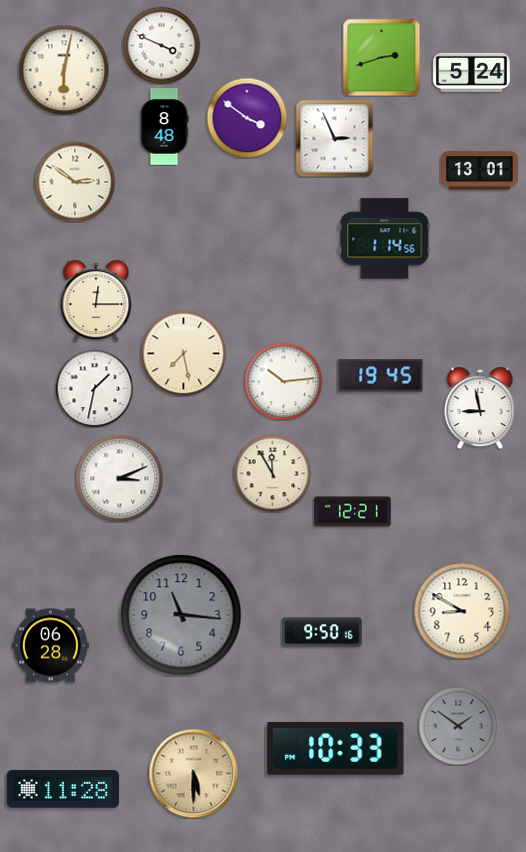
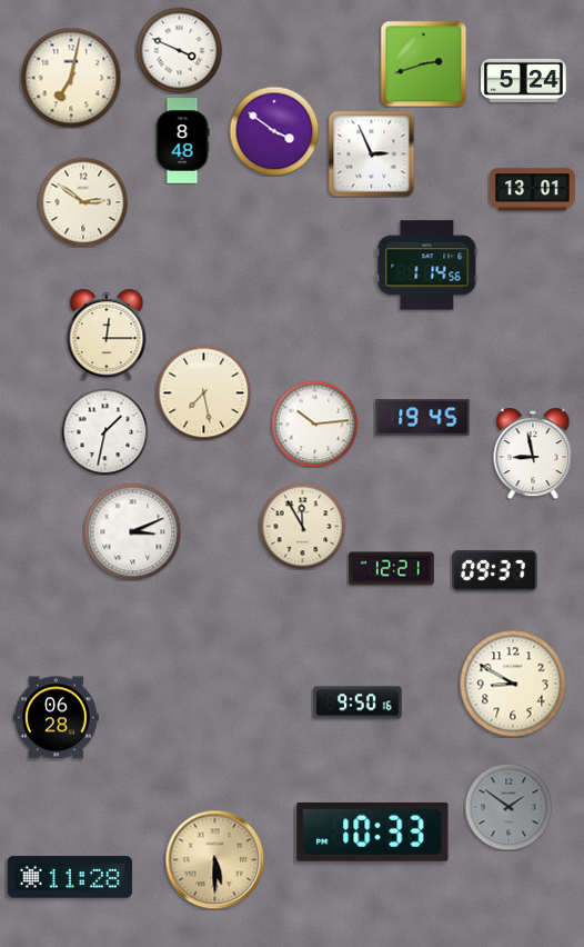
clock at (64, 70): 6:02 -> 7:02
clock at (495, 570): none -> 09:37
clock at (462, 611) position: (462, 611) -> (513, 684)
clock at (181, 615): 11:16 -> none
